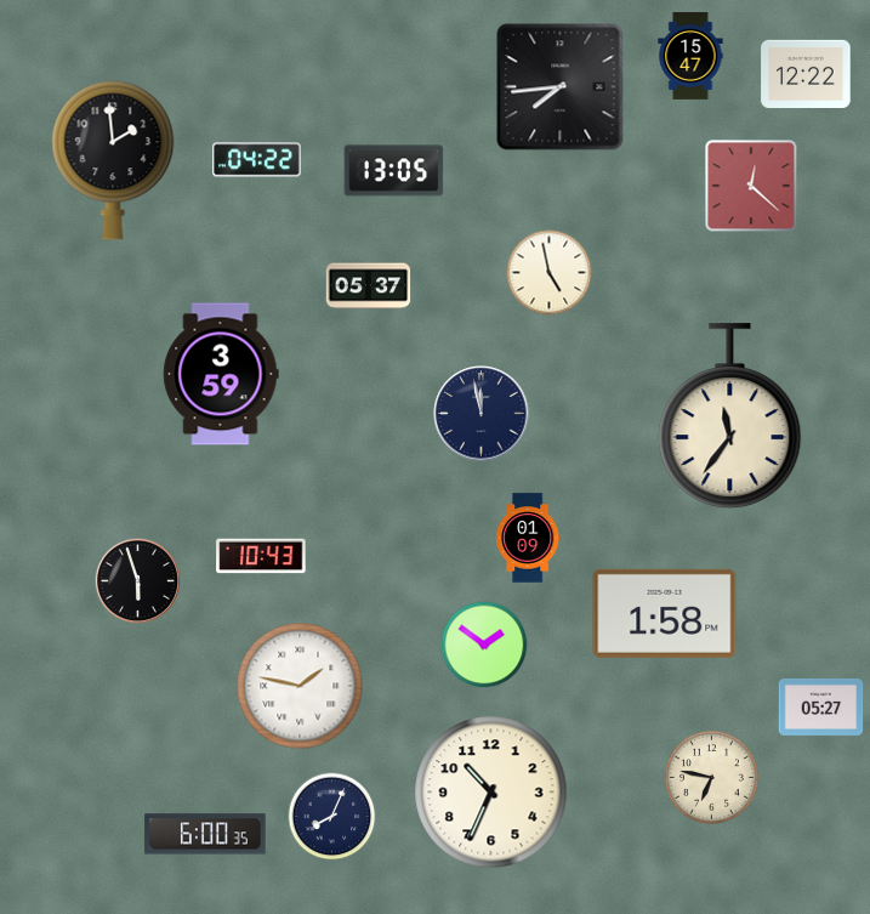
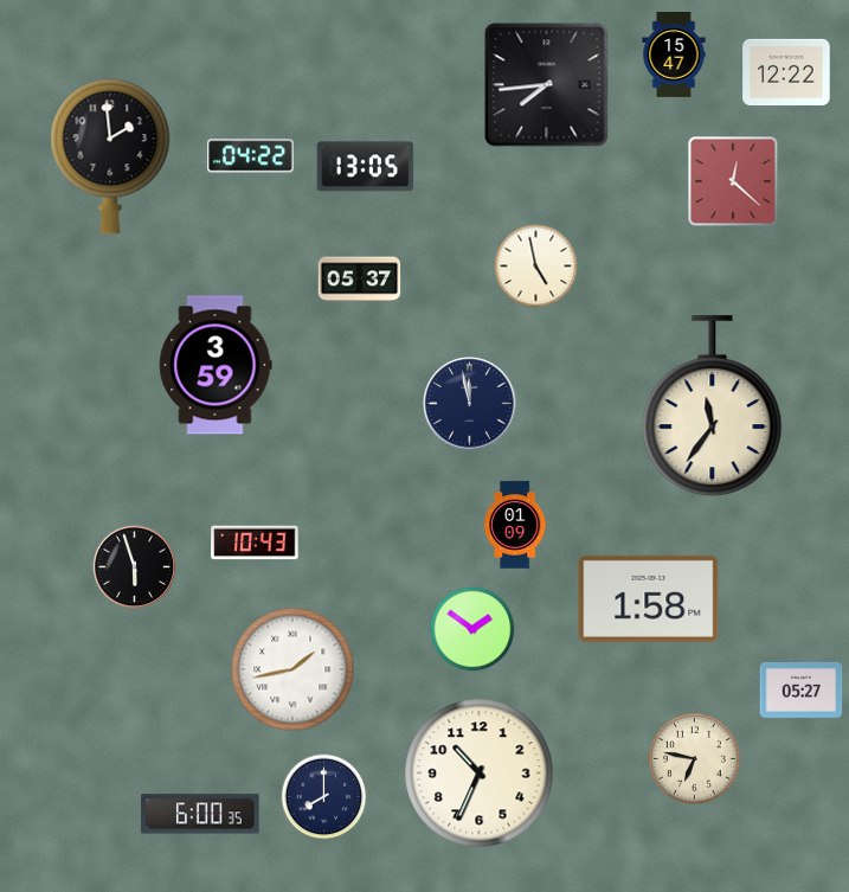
clock at (394, 171) position: (394, 171) -> (366, 167)
clock at (300, 686): 1:47 -> 1:43
clock at (332, 817): 8:04 -> 8:00
